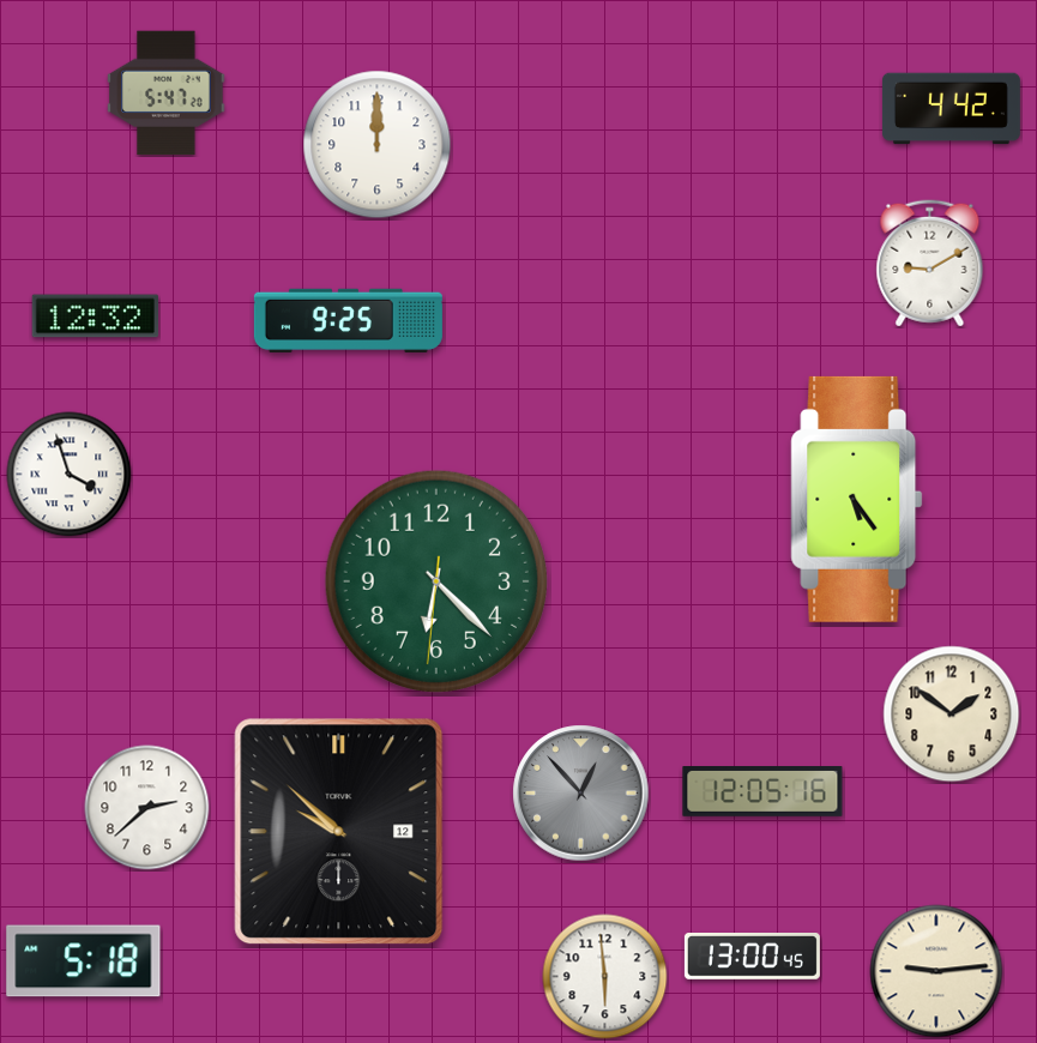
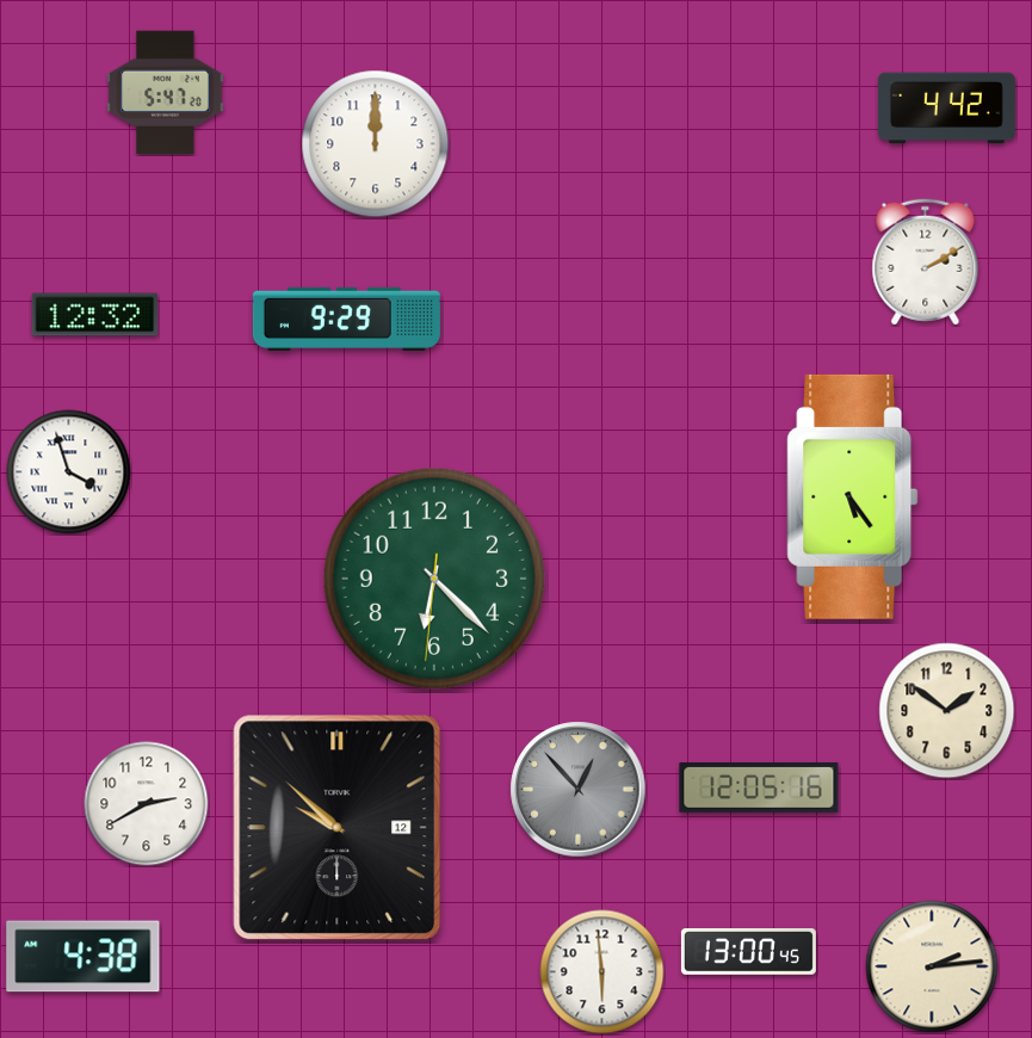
clock at (930, 264): 9:10 -> 2:10
clock at (348, 320): 9:25 -> 9:29
clock at (147, 808): 2:38 -> 2:40
clock at (84, 961): 5:18 -> 4:38
clock at (936, 971): 9:14 -> 2:14
